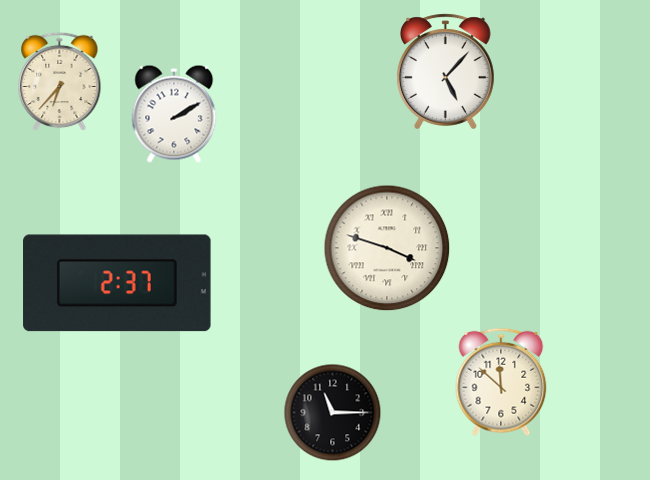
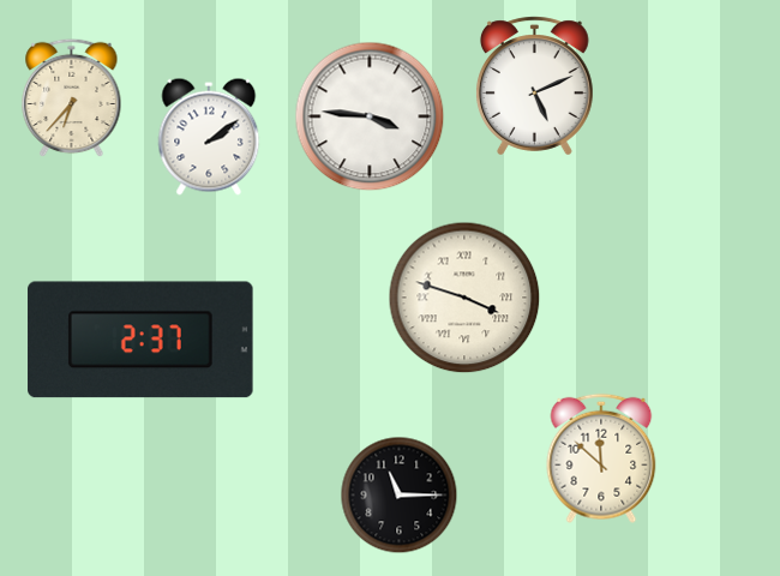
clock at (445, 72): 5:07 -> 5:11
clock at (370, 116): none -> 3:46
clock at (174, 114): 2:10 -> 2:09
